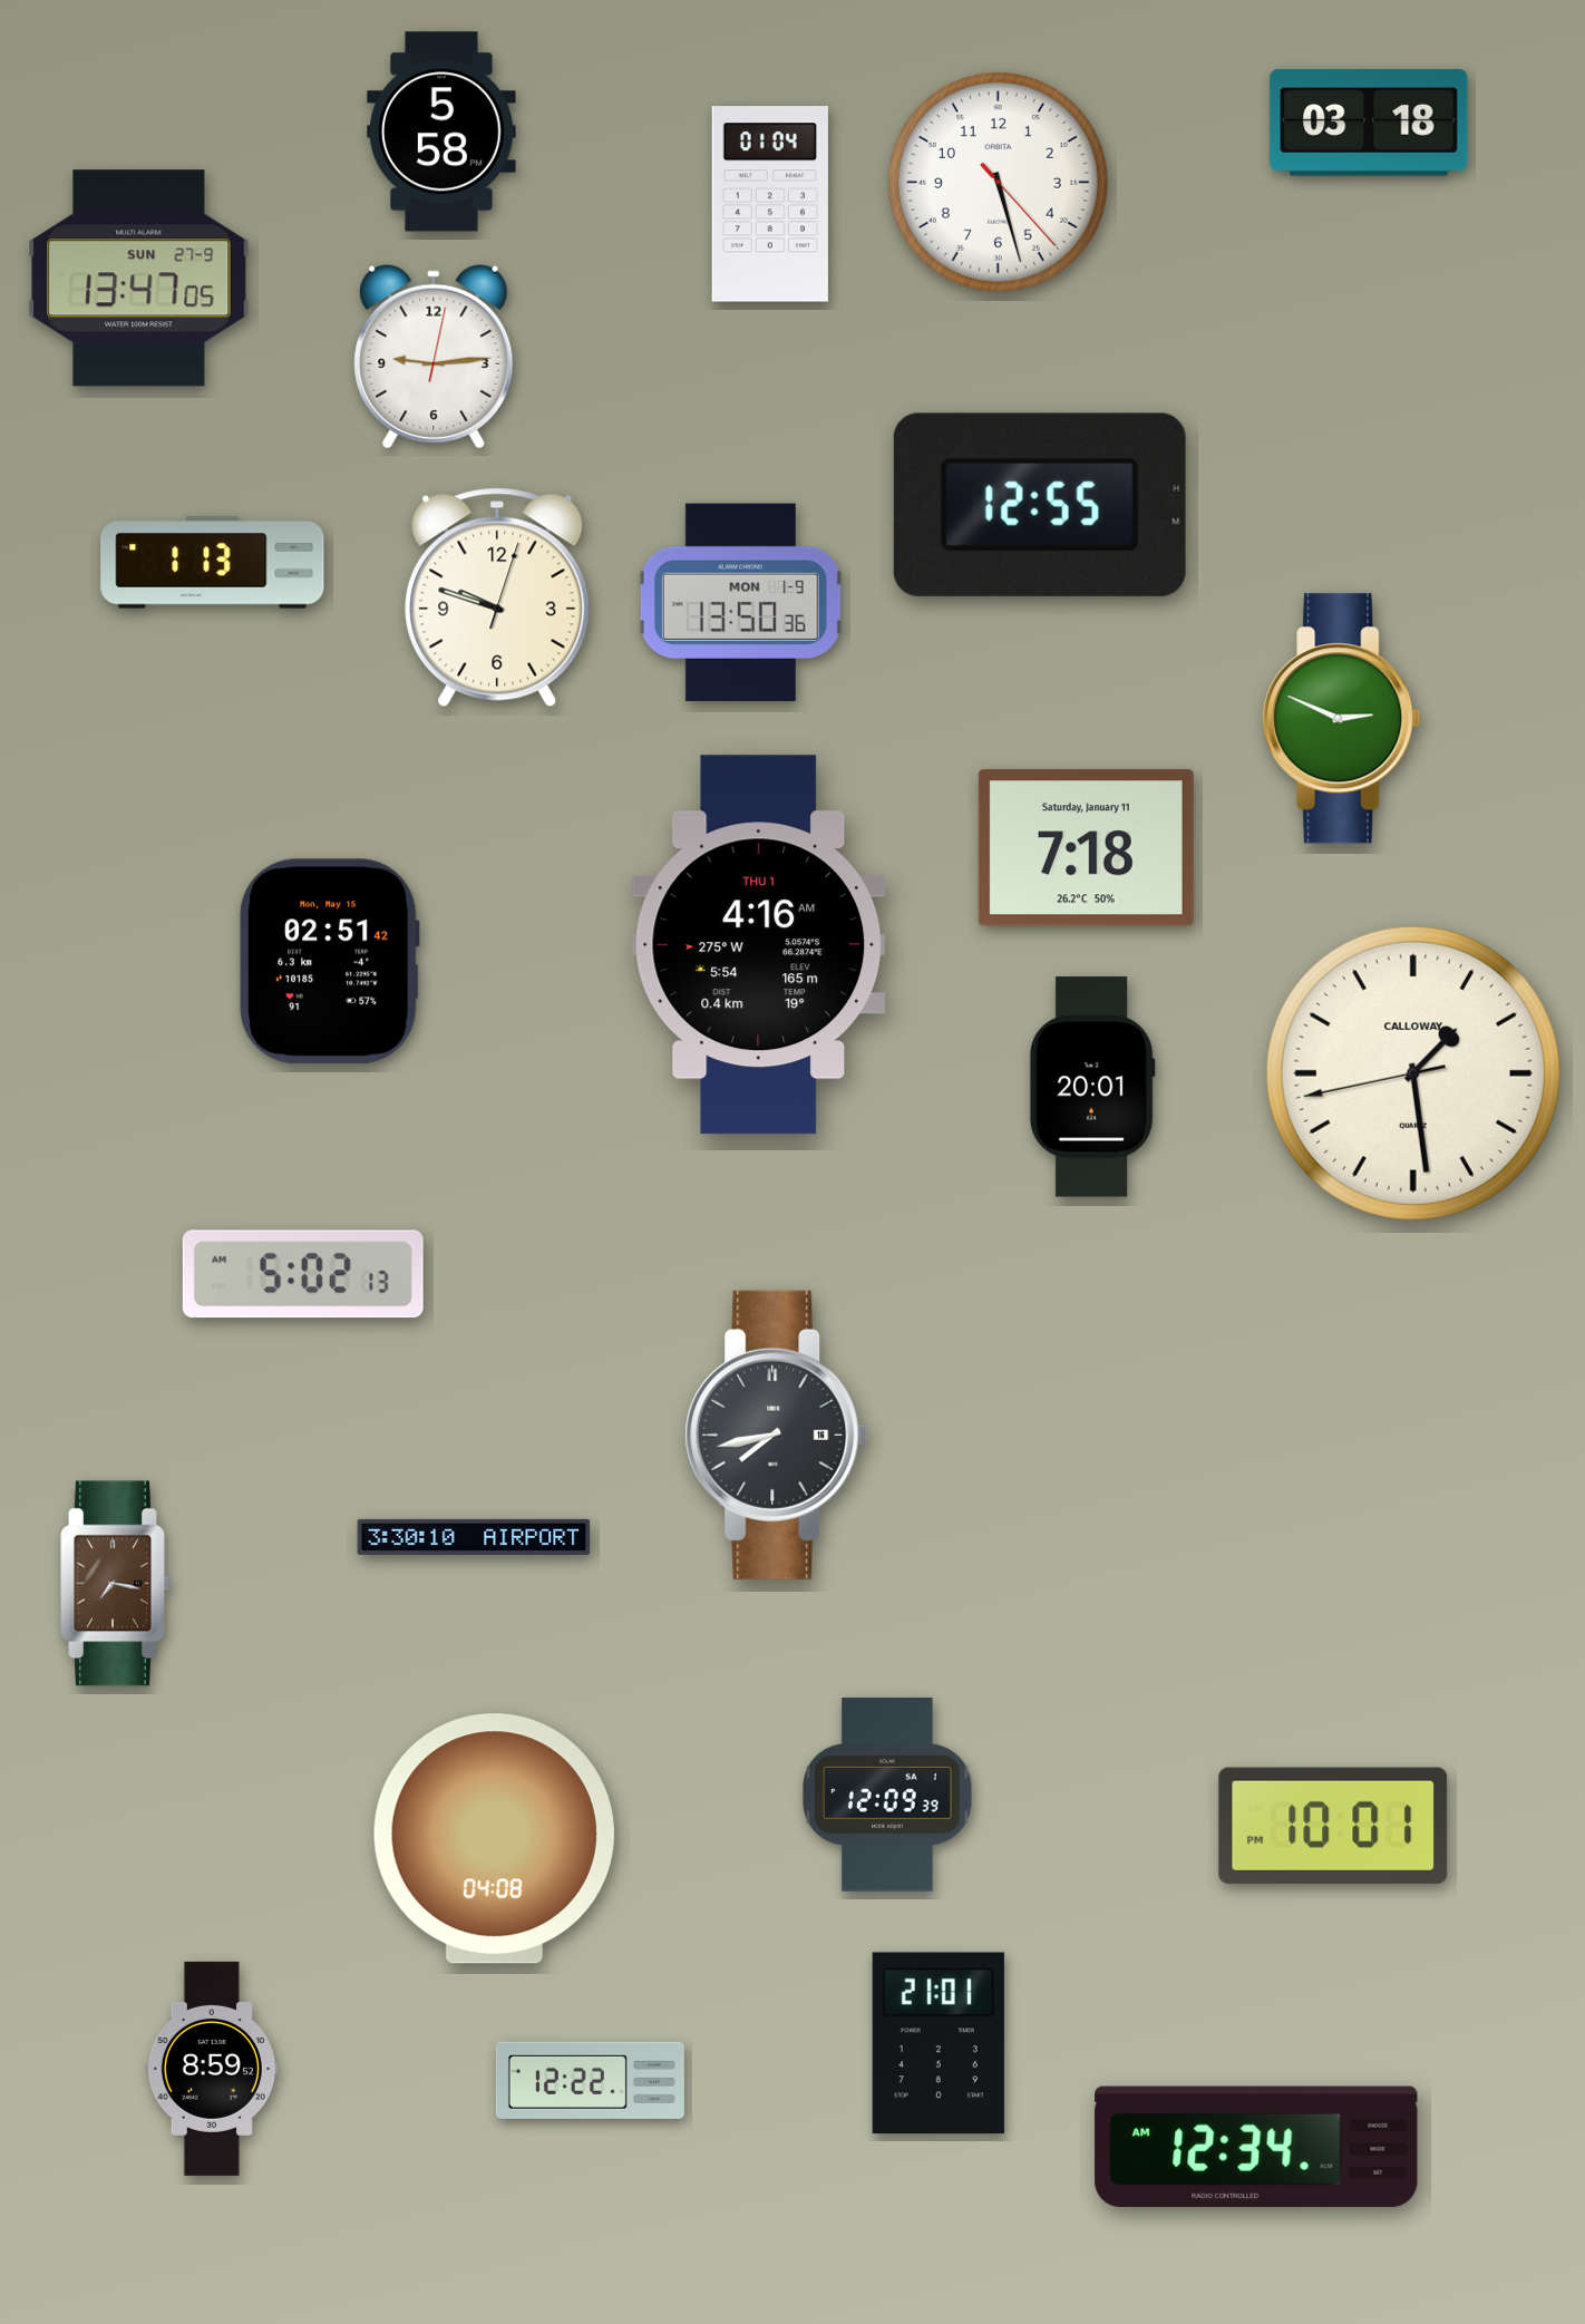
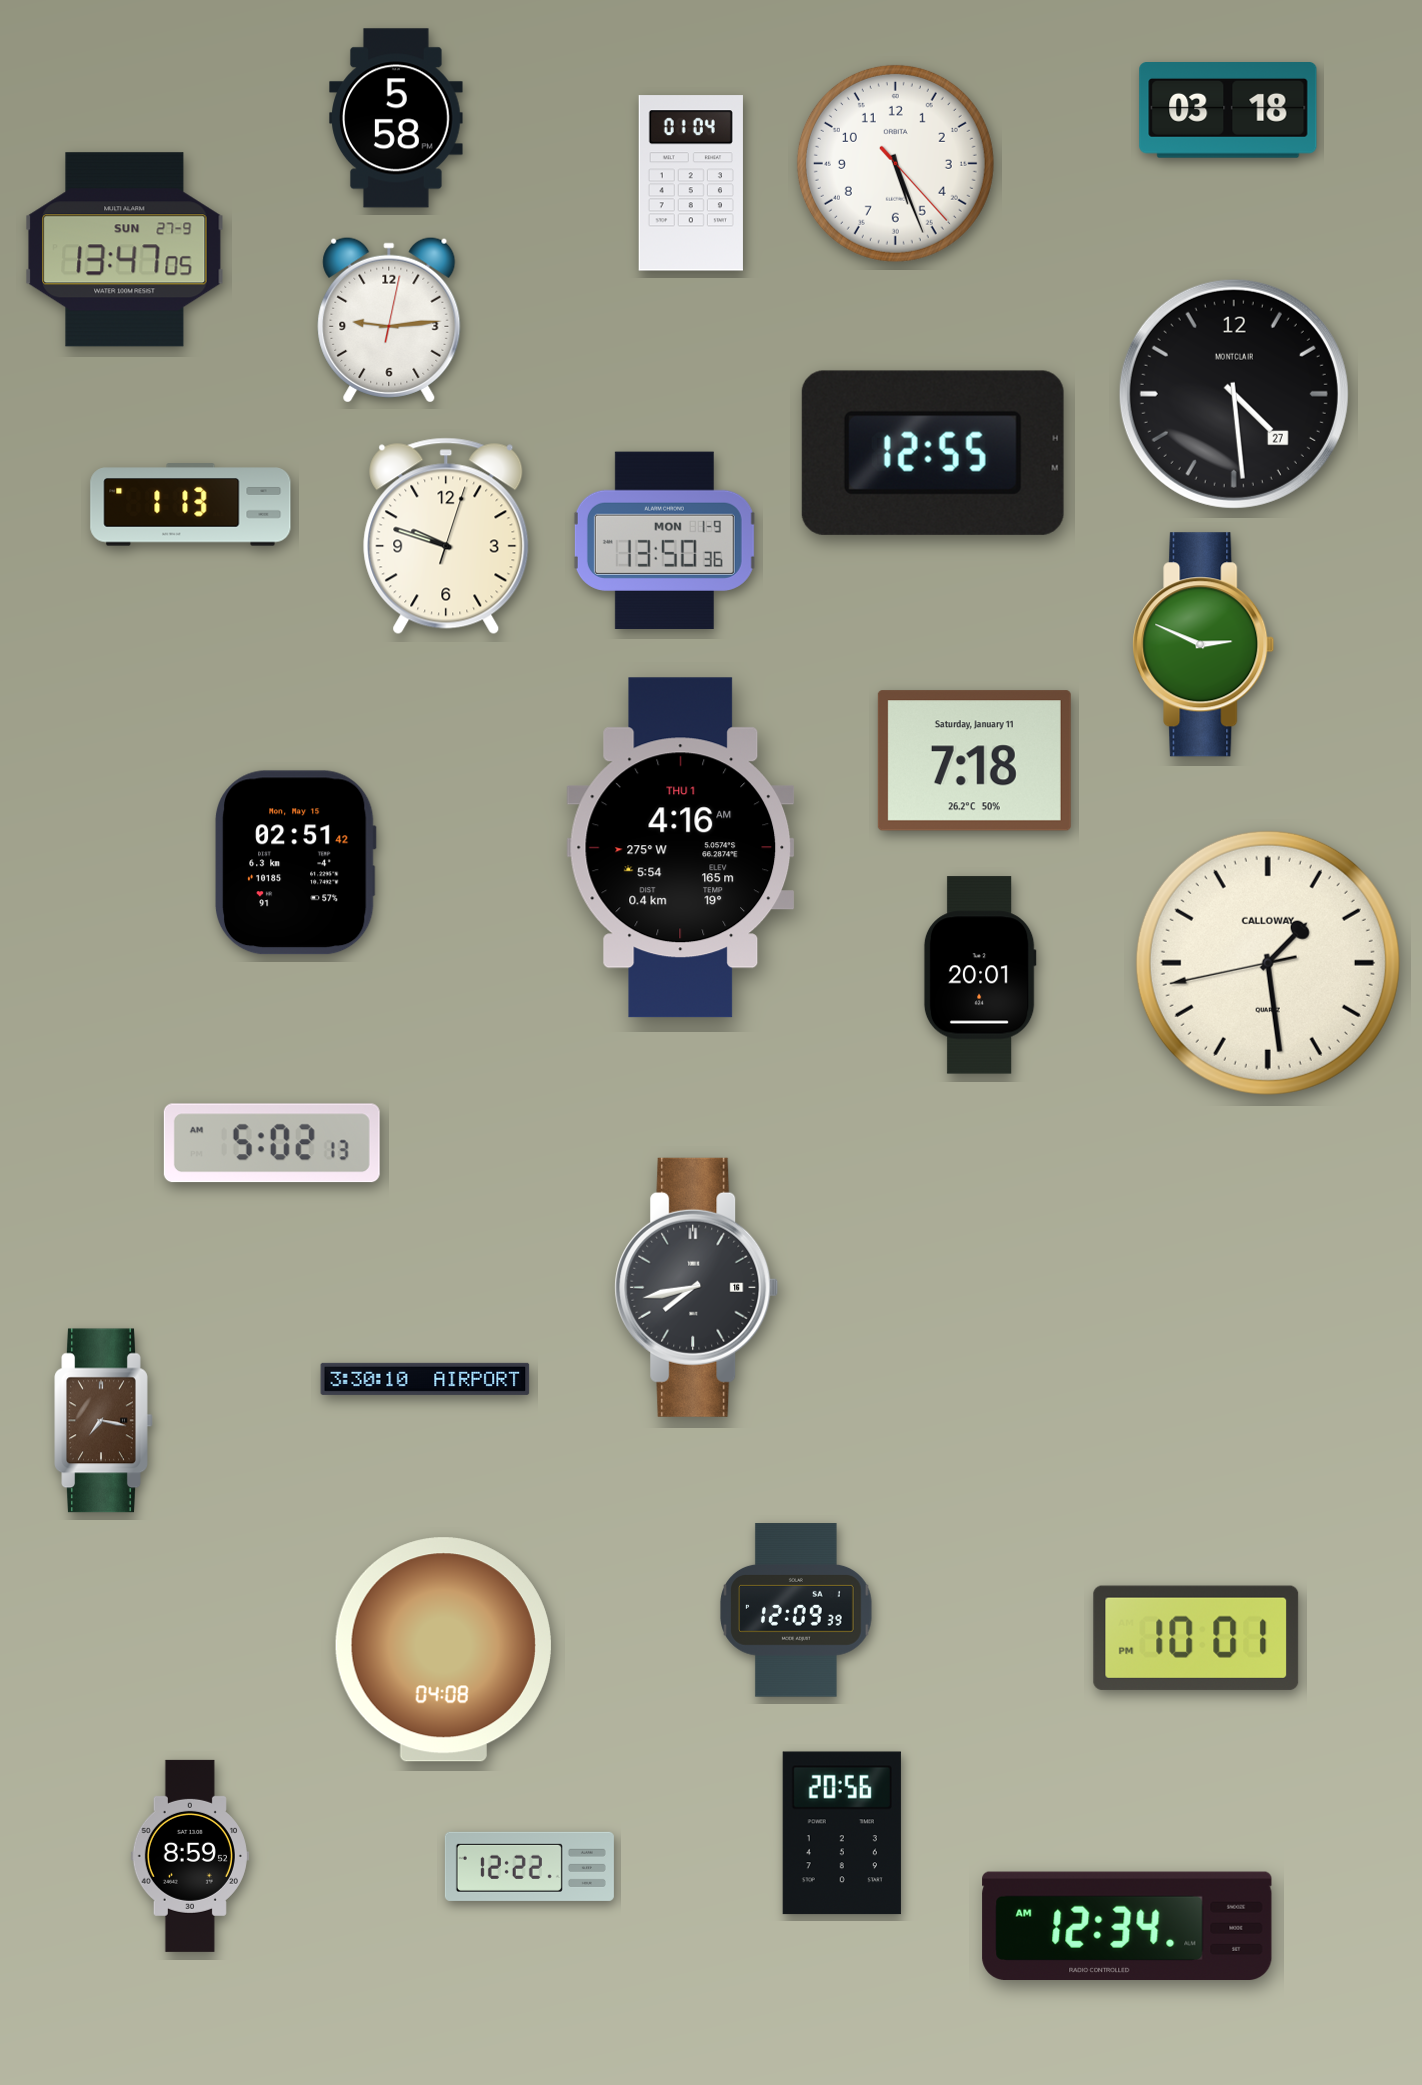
clock at (998, 182): 5:27 -> 5:26
clock at (1234, 394): none -> 4:29
clock at (939, 2043): 21:01 -> 20:56
